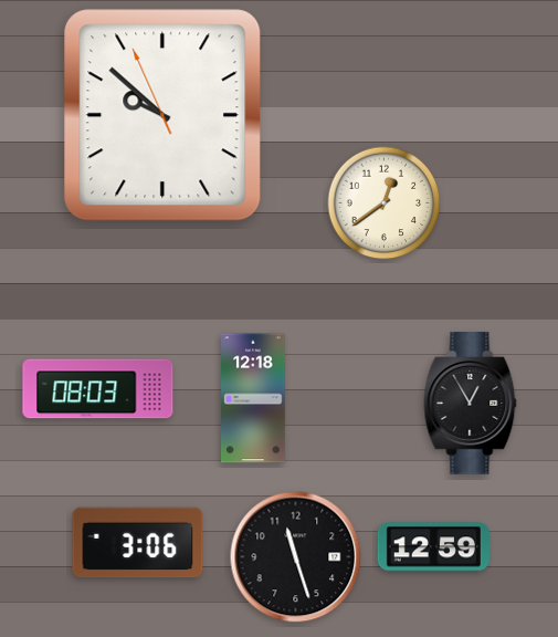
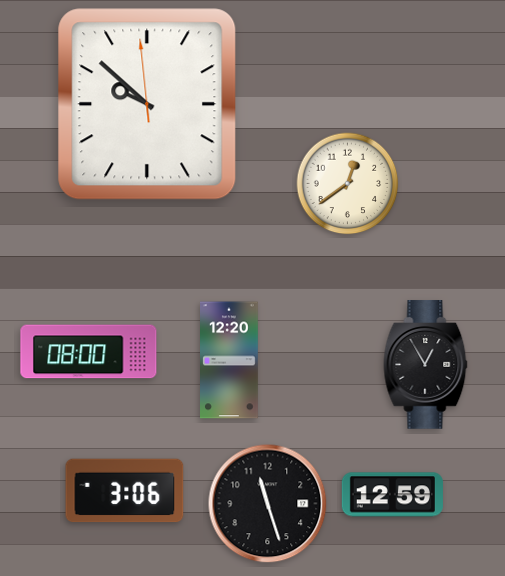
clock at (162, 115): 9:51:56 -> 9:51:59
clock at (98, 389): 08:03 -> 08:00
clock at (254, 398): 12:18 -> 12:20
